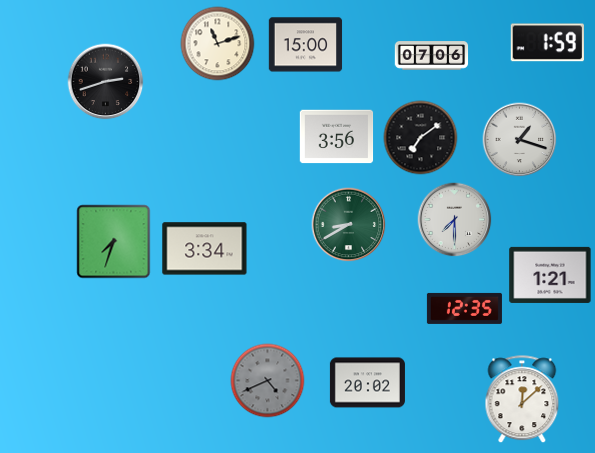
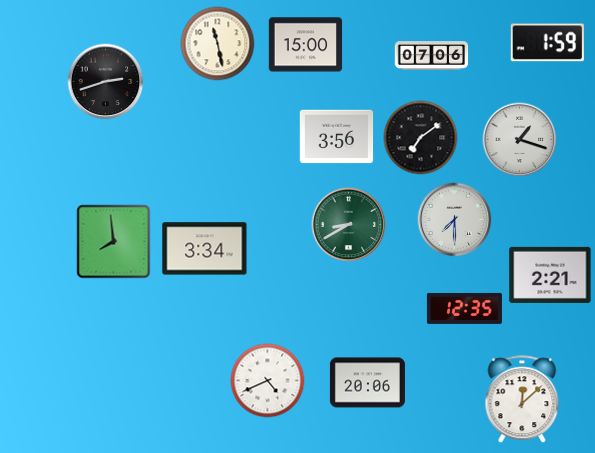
clock at (218, 44): 11:12 -> 11:28
clock at (114, 242): 7:33 -> 7:59
clock at (550, 275): 1:21 -> 2:21
clock at (268, 381) dial: grey -> white
clock at (367, 383): 20:02 -> 20:06
